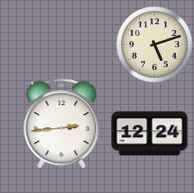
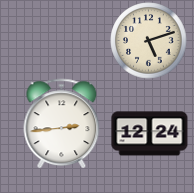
clock at (155, 45) position: (155, 45) -> (149, 41)
